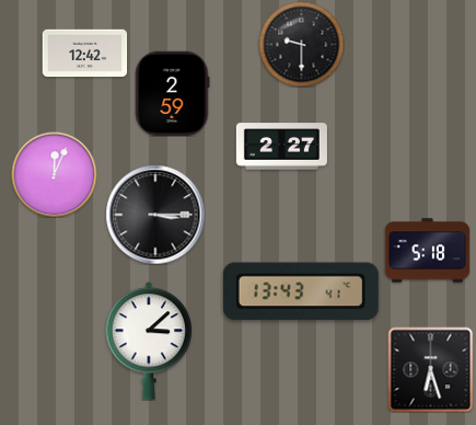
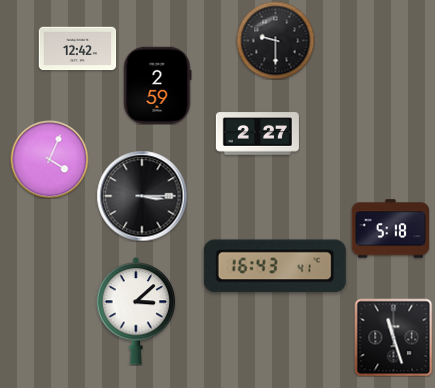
clock at (54, 174): 12:04 -> 4:04
clock at (301, 291): 13:43 -> 16:43
clock at (430, 369): 6:27 -> 11:27
